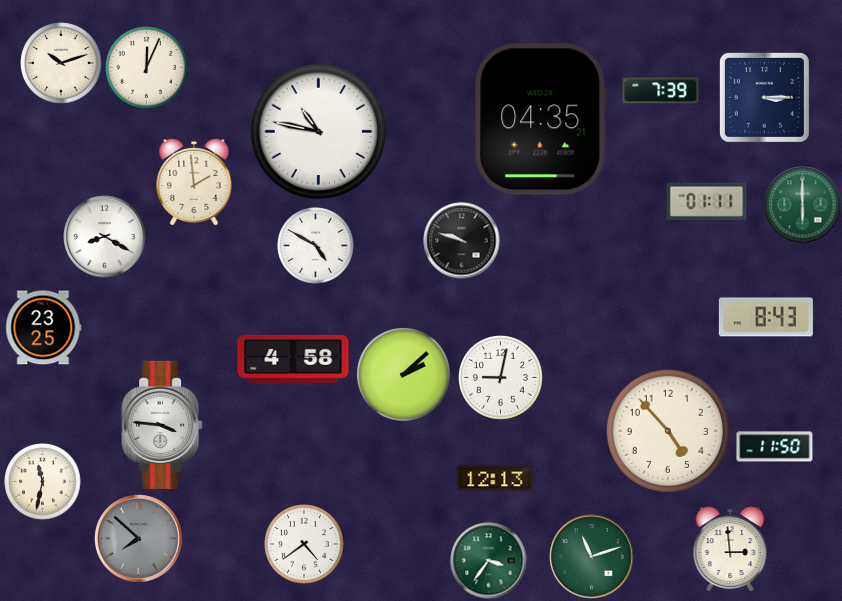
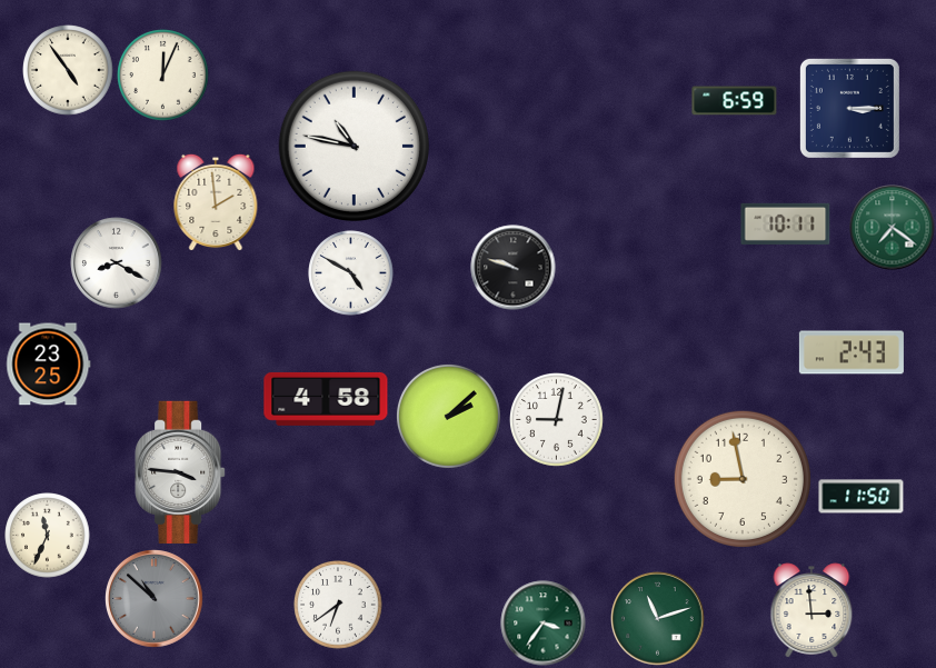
clock at (61, 63): 10:12 -> 4:54
clock at (661, 91): 7:39 -> 6:59
clock at (541, 119): 04:35 -> none
clock at (707, 201): 01:11 -> 10:11
clock at (803, 205): 6:00 -> 7:21
clock at (766, 317): 8:43 -> 2:43
clock at (668, 431): 4:53 -> 8:58
clock at (495, 478): 12:13 -> none
clock at (43, 482): 11:32 -> 11:34
clock at (139, 539): 7:52 -> 10:52
clock at (304, 544): 4:39 -> 6:39
